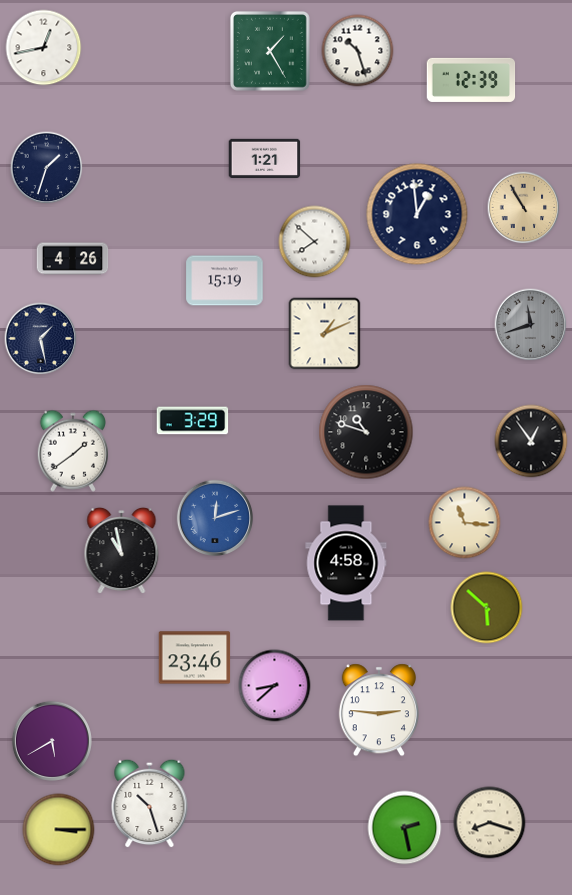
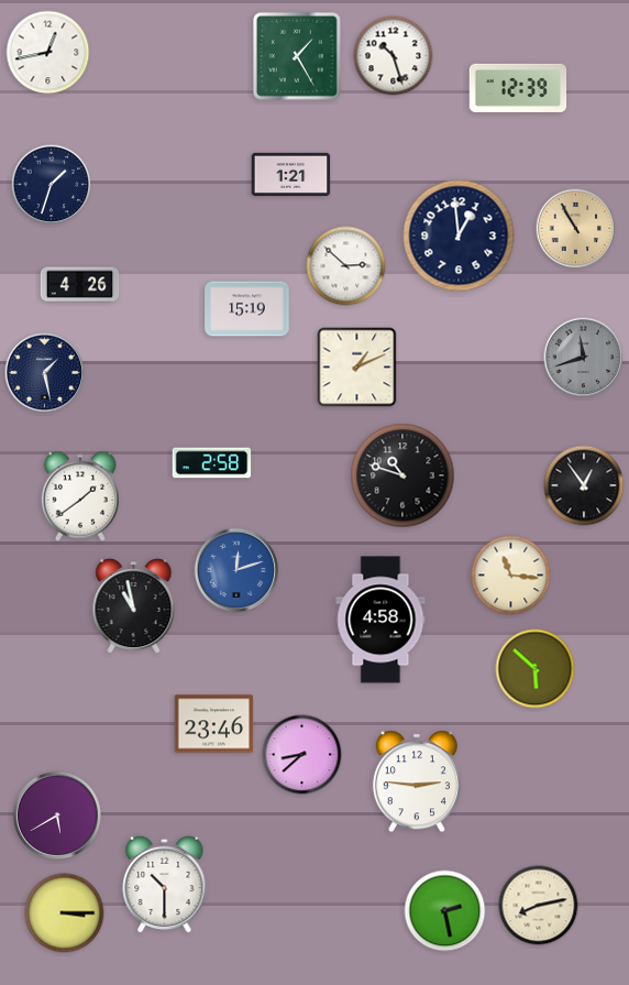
clock at (315, 242): 7:52 -> 2:52
clock at (193, 421): 3:29 -> 2:58
clock at (150, 803): 10:27 -> 10:30
clock at (490, 823): 8:18 -> 8:13
